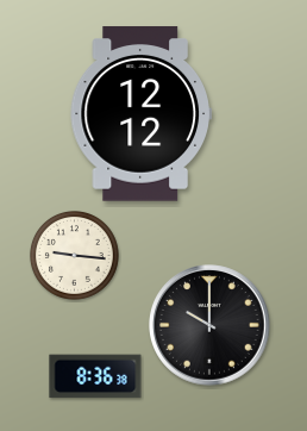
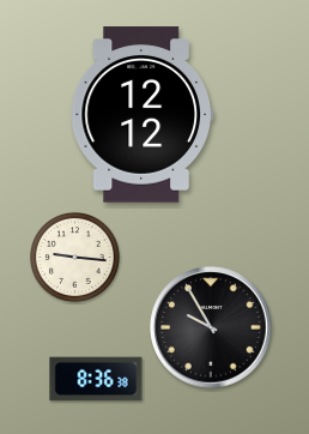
clock at (211, 326): 10:00 -> 9:55
